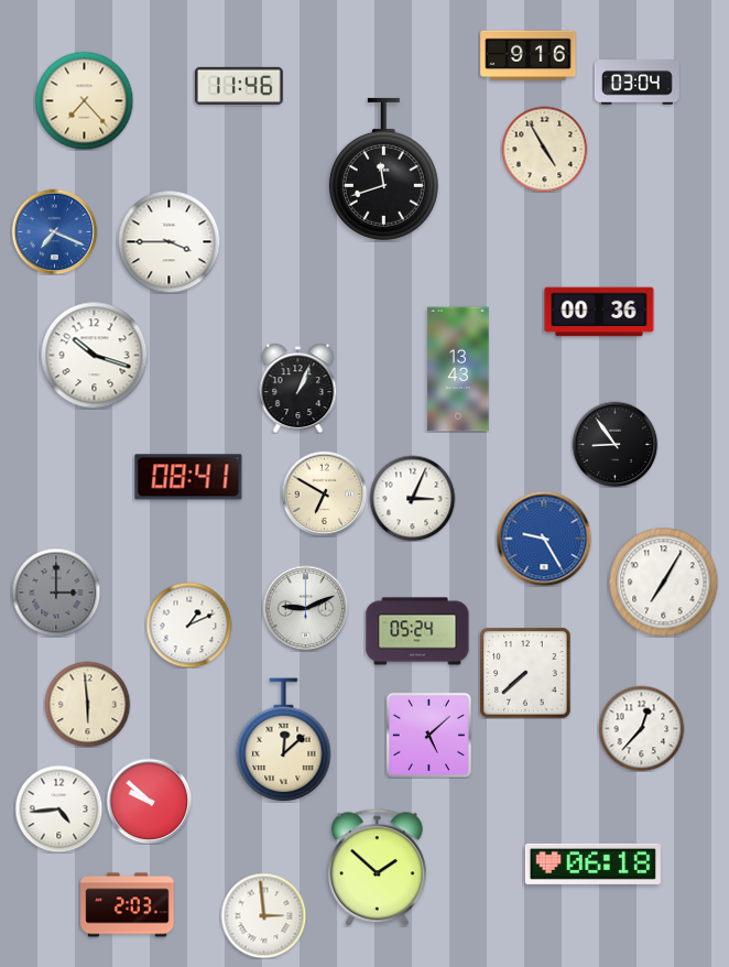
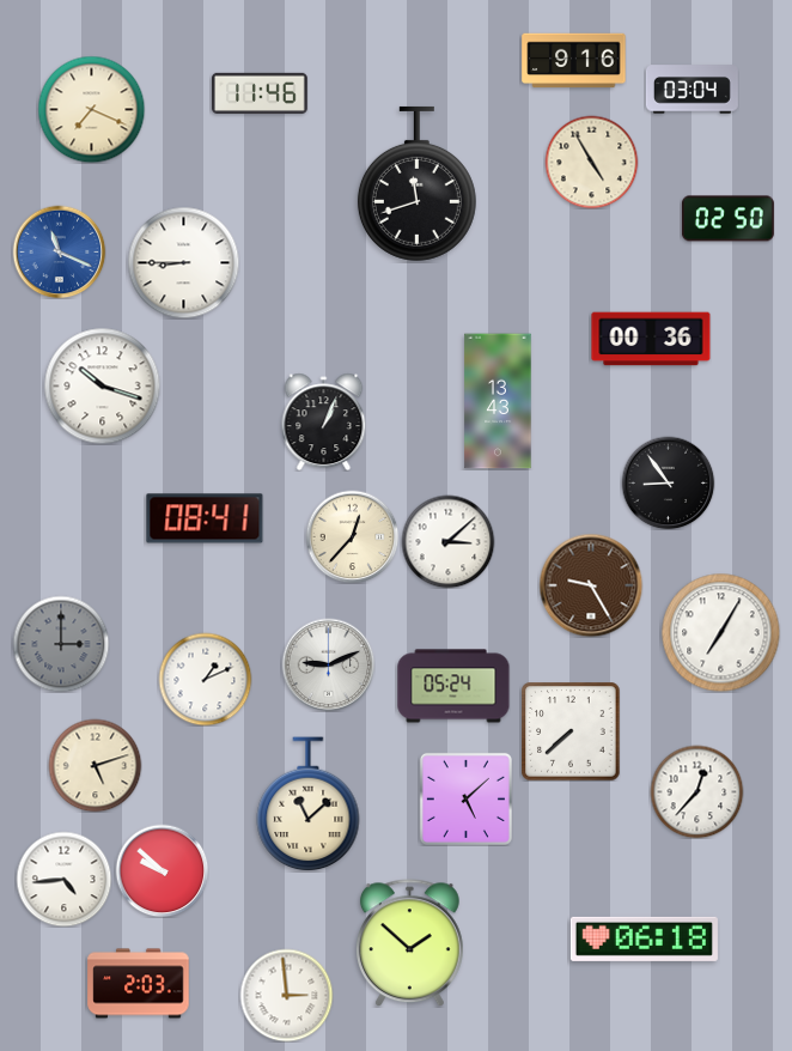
clock at (84, 100): 7:23 -> 7:19
clock at (727, 219): none -> 02:50
clock at (54, 231): 7:19 -> 11:19
clock at (168, 241): 3:45 -> 8:45
clock at (324, 493): 6:50 -> 12:37
clock at (412, 498): 3:04 -> 3:08
clock at (544, 539) dial: blue -> brown
clock at (305, 608) position: (305, 608) -> (328, 664)
clock at (87, 704): 5:59 -> 5:12
clock at (284, 740): 12:08 -> 11:08
